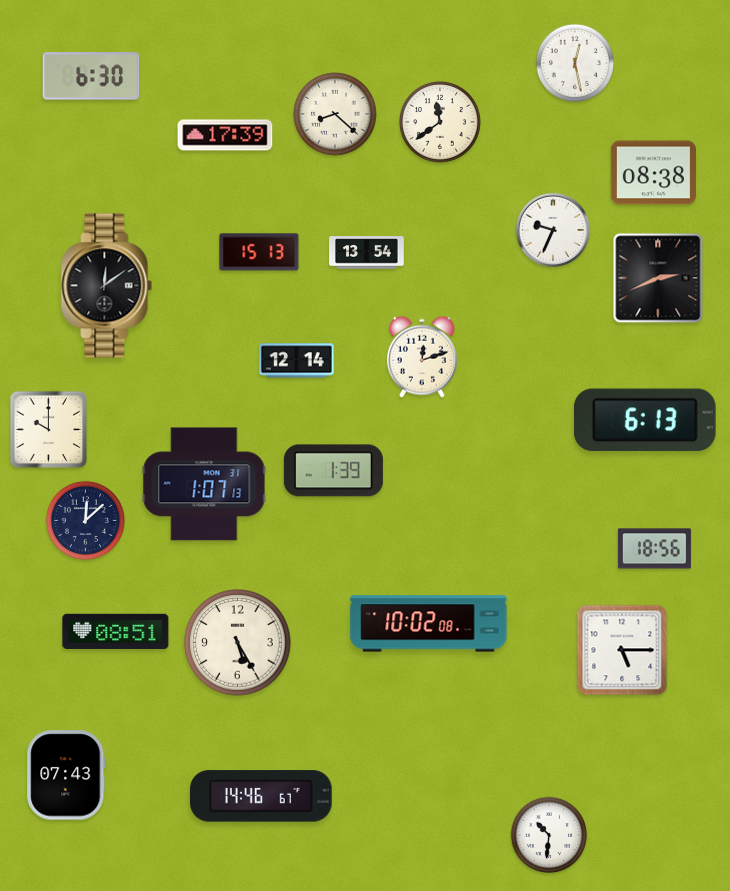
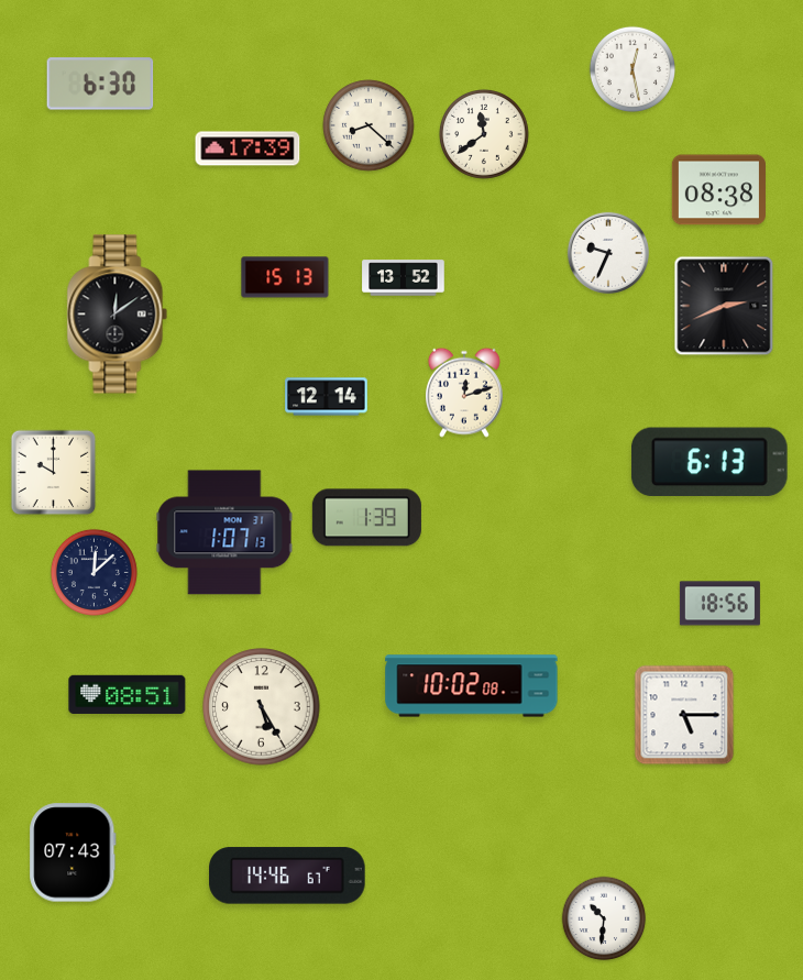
clock at (367, 253): 13:54 -> 13:52
